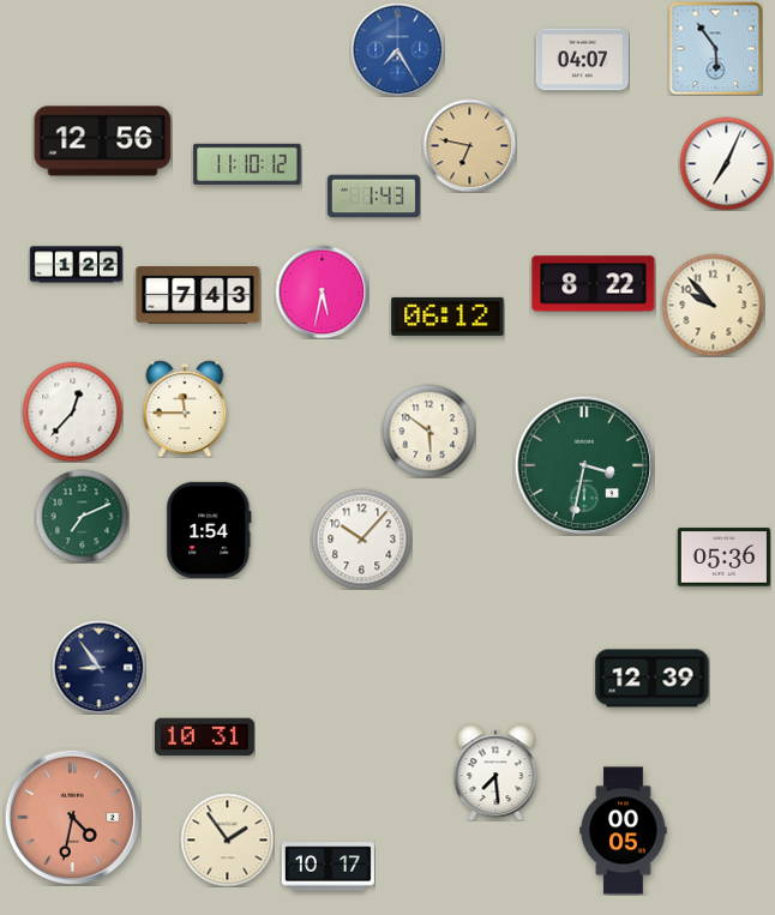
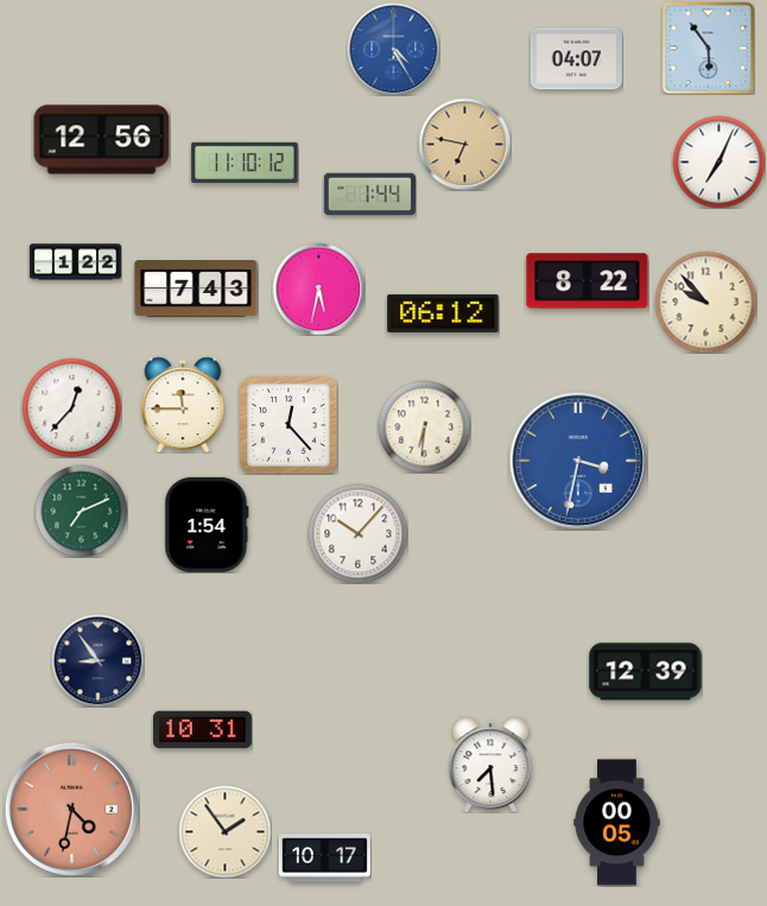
clock at (397, 49): 7:25 -> 4:25
clock at (373, 197): 1:43 -> 1:44
clock at (198, 296) position: (198, 296) -> (196, 290)
clock at (289, 425): none -> 12:23
clock at (428, 431): 5:51 -> 6:31
clock at (584, 465) dial: green -> blue
clock at (723, 558): 05:36 -> none
